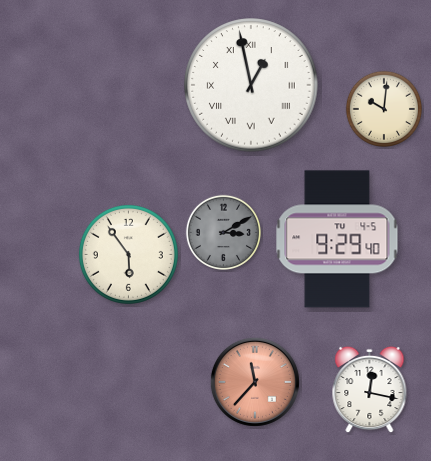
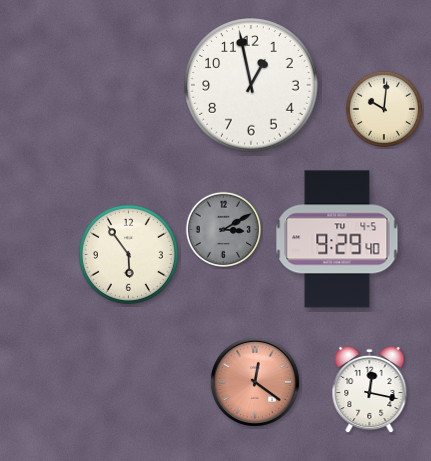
clock at (251, 85) numerals: Roman -> Arabic
clock at (224, 233) position: (224, 233) -> (224, 230)
clock at (255, 382): 11:37 -> 12:21
